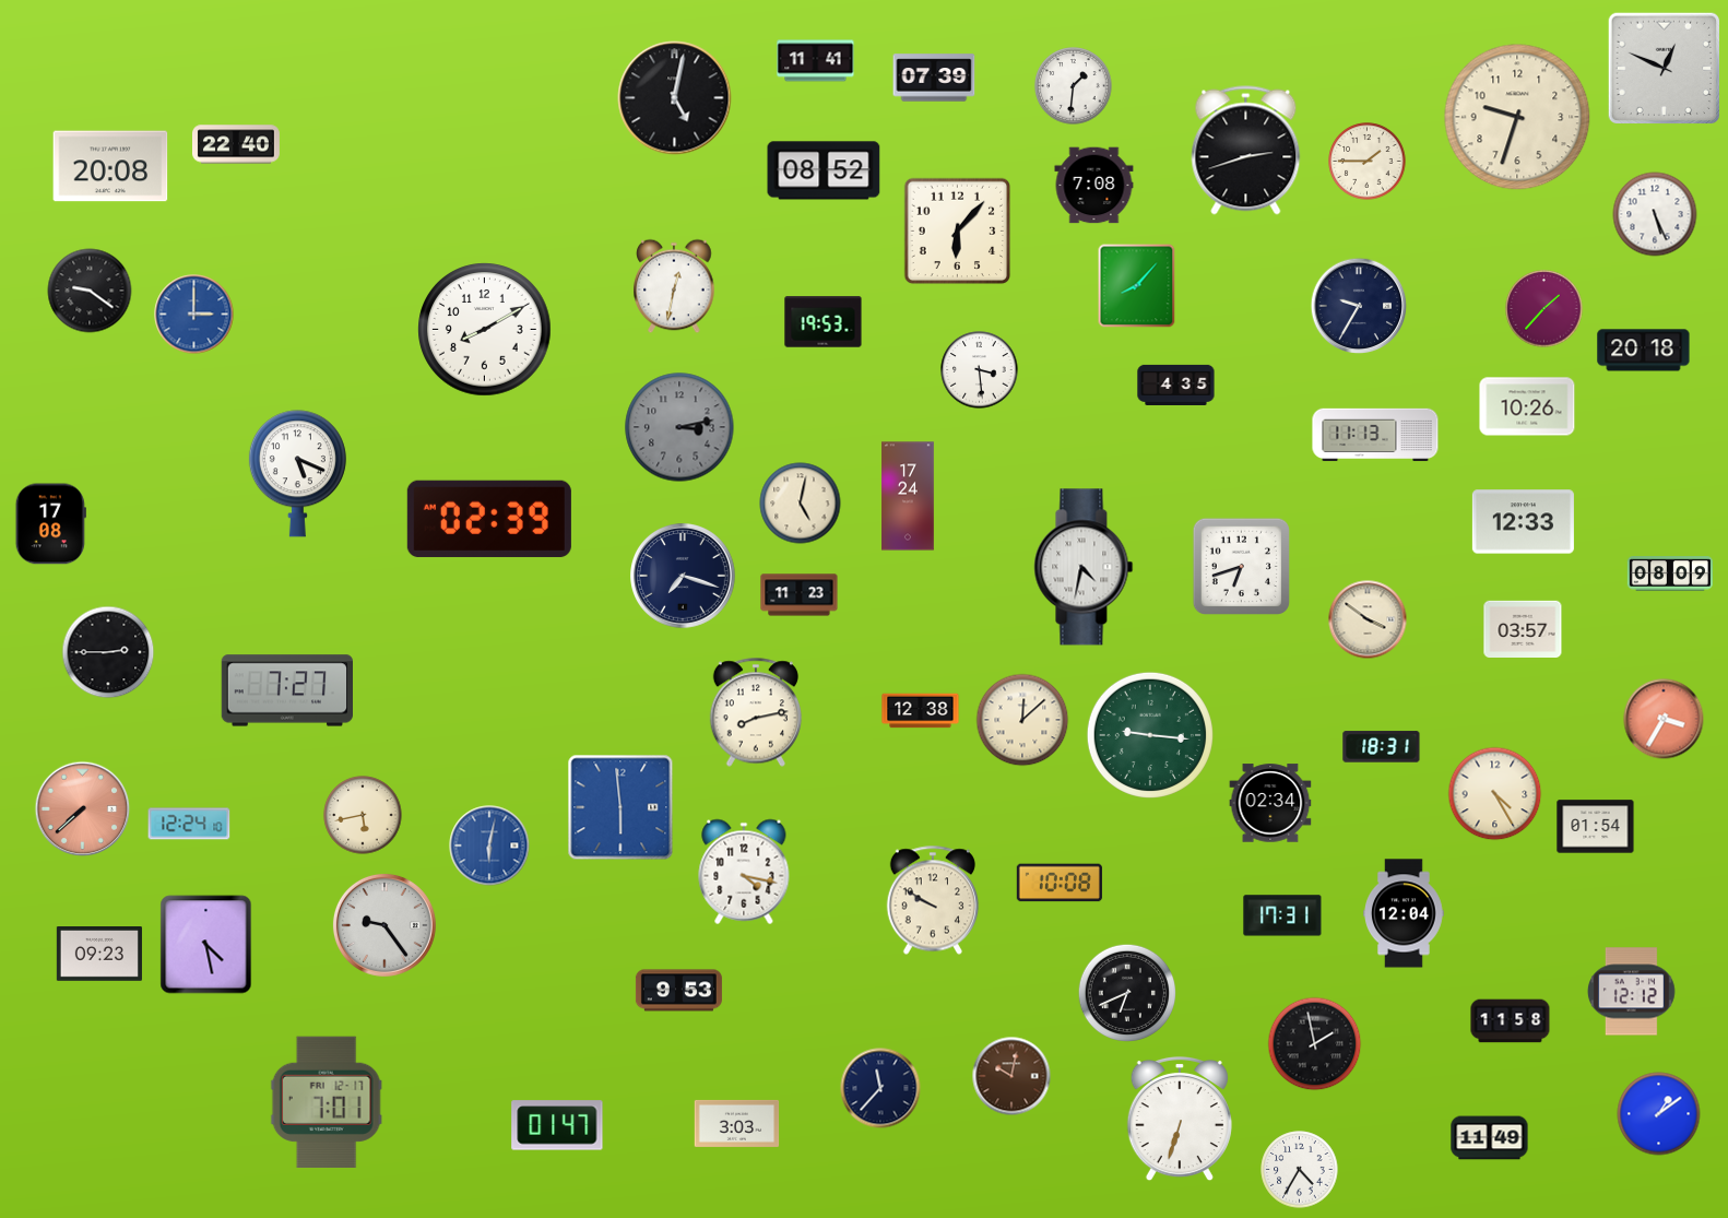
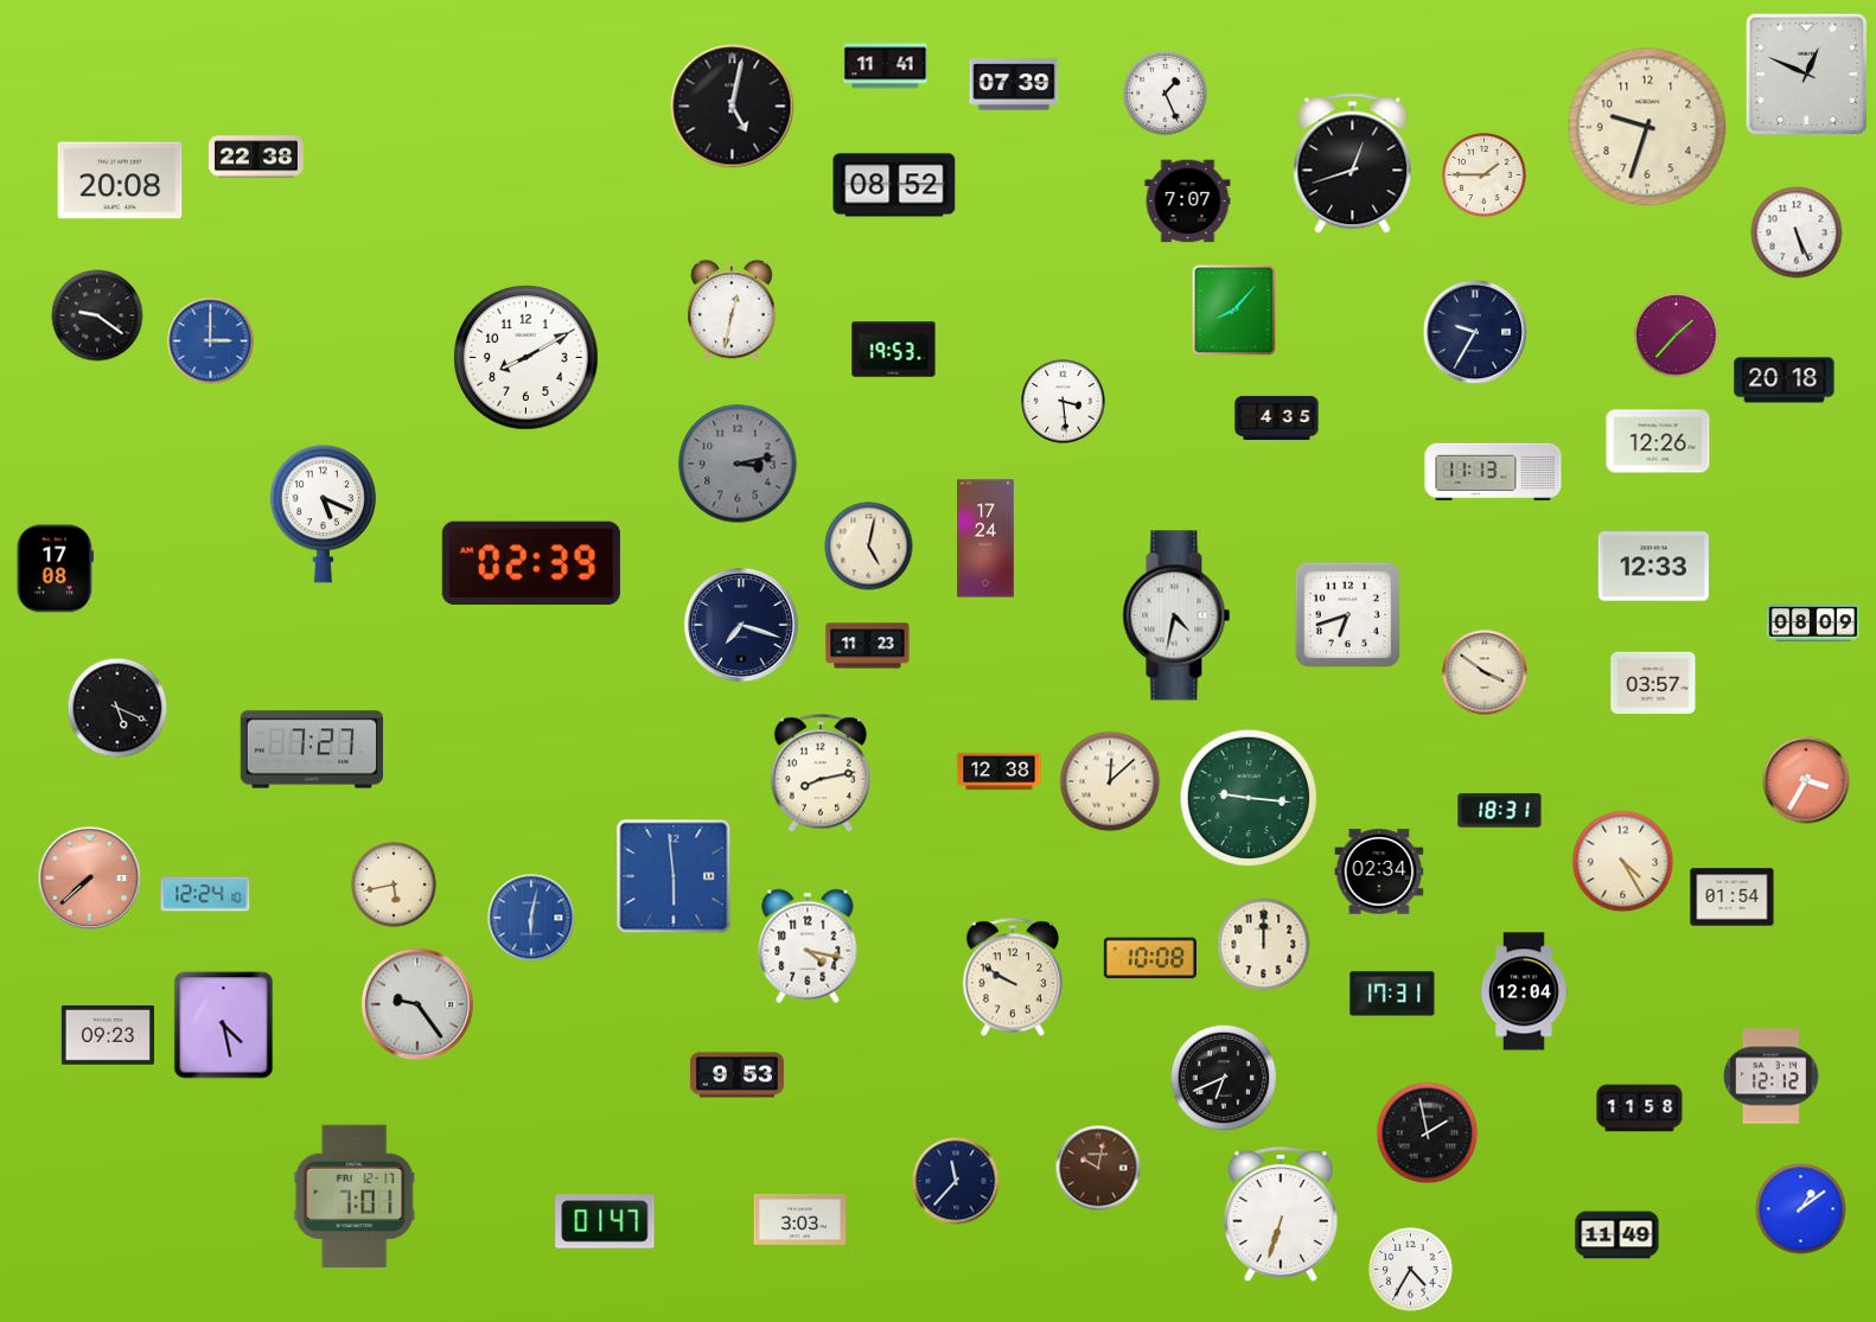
clock at (1074, 86): 1:31 -> 1:26
clock at (237, 144): 22:40 -> 22:38
clock at (1246, 151): 2:42 -> 12:42
clock at (1094, 186): 7:08 -> 7:07
clock at (958, 232): 6:07 -> none
clock at (1527, 406): 10:26 -> 12:26
clock at (108, 652): 2:45 -> 5:19
clock at (1264, 945): none -> 12:00
